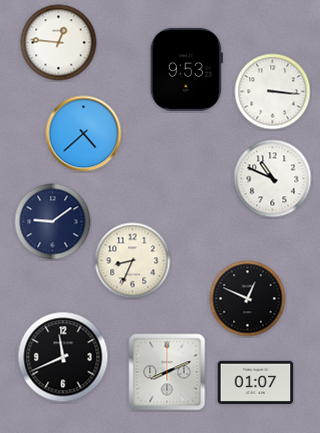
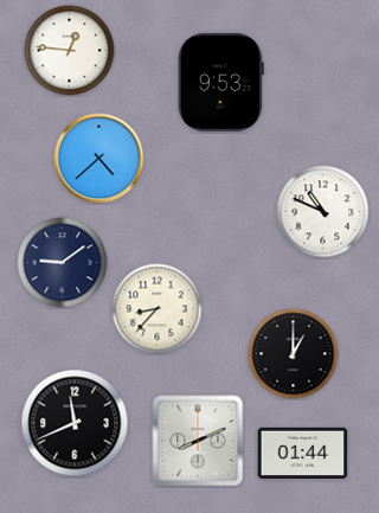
clock at (273, 92): 3:16 -> none
clock at (133, 261): 8:34 -> 8:37
clock at (248, 299): 12:49 -> 1:00
clock at (256, 382): 01:07 -> 01:44
